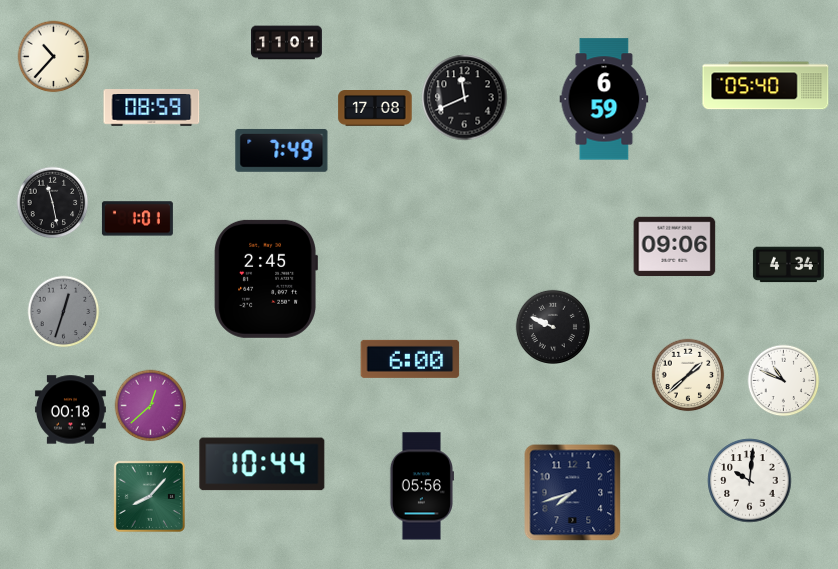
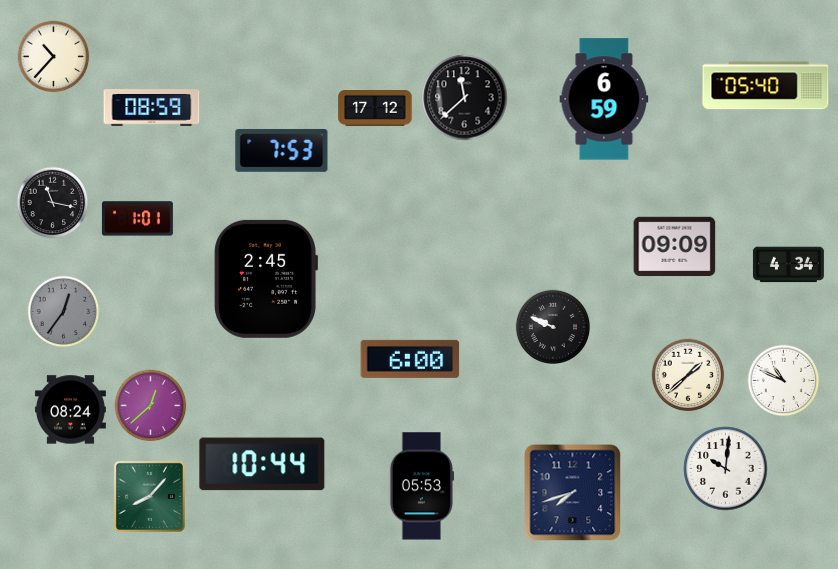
clock at (286, 43): 11:01 -> none
clock at (465, 98): 11:41 -> 11:38
clock at (375, 109): 17:08 -> 17:12
clock at (282, 150): 7:49 -> 7:53
clock at (53, 203): 11:28 -> 11:17
clock at (675, 247): 09:06 -> 09:09
clock at (64, 312): 12:33 -> 12:36
clock at (70, 410): 00:18 -> 08:24
clock at (750, 481) position: (750, 481) -> (726, 469)
clock at (421, 486): 05:56 -> 05:53
